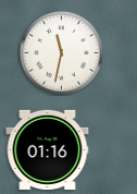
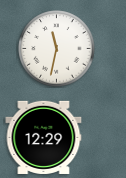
clock at (48, 149): 01:16 -> 12:29
